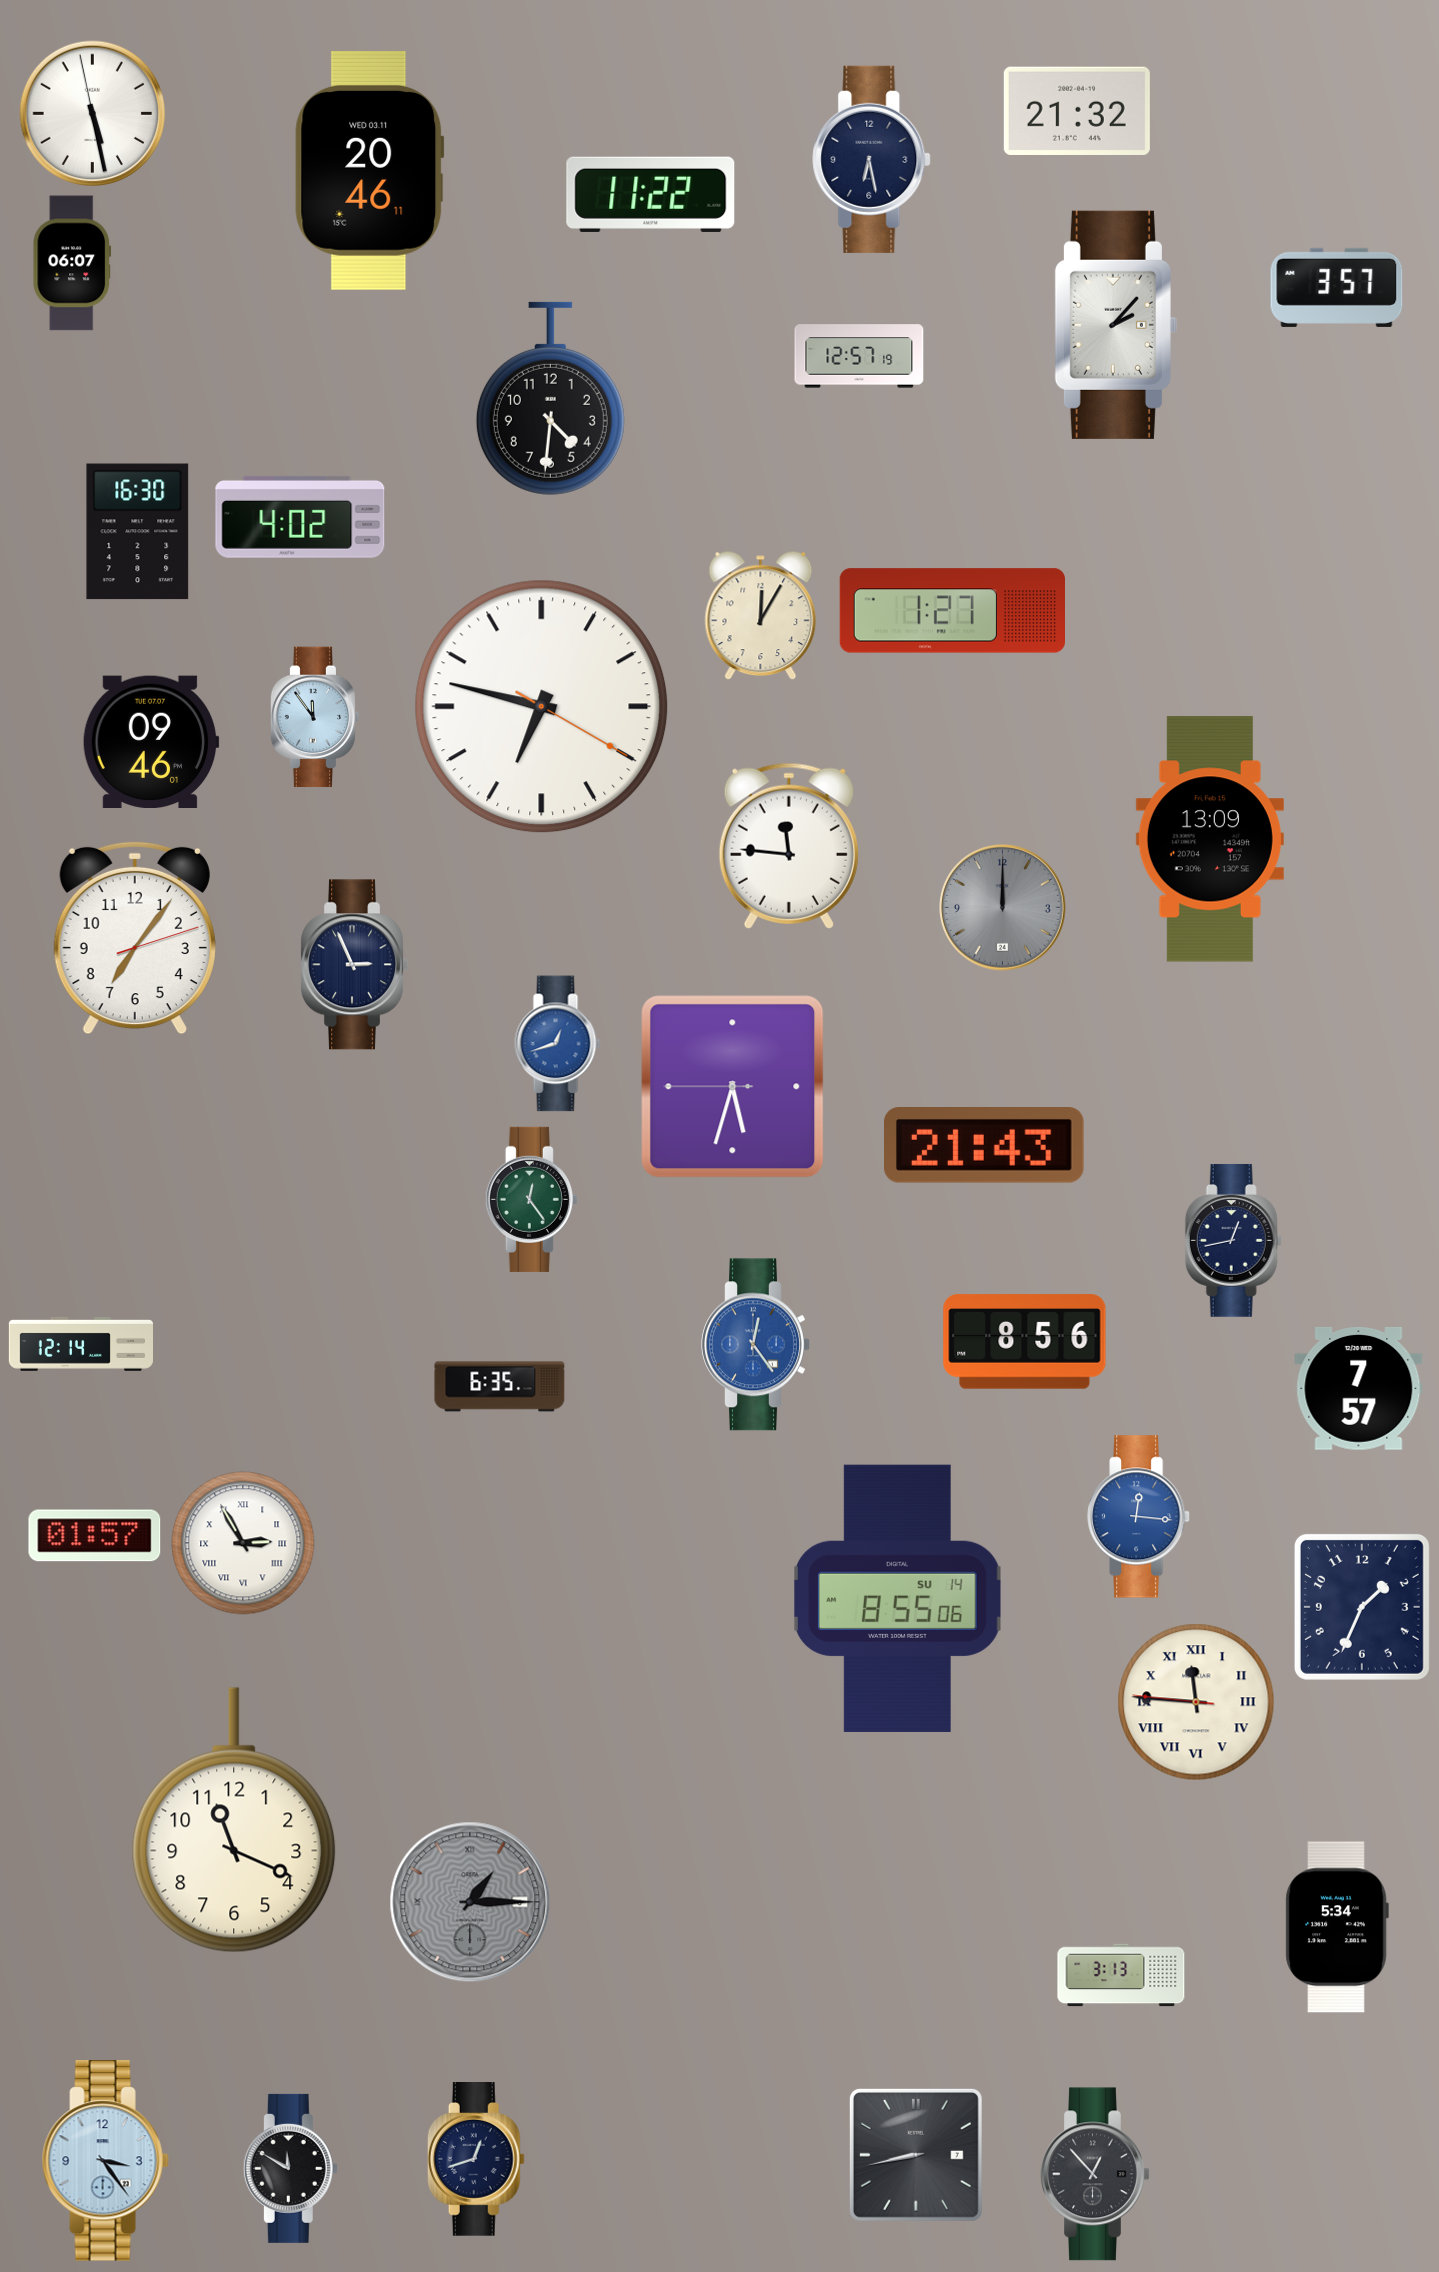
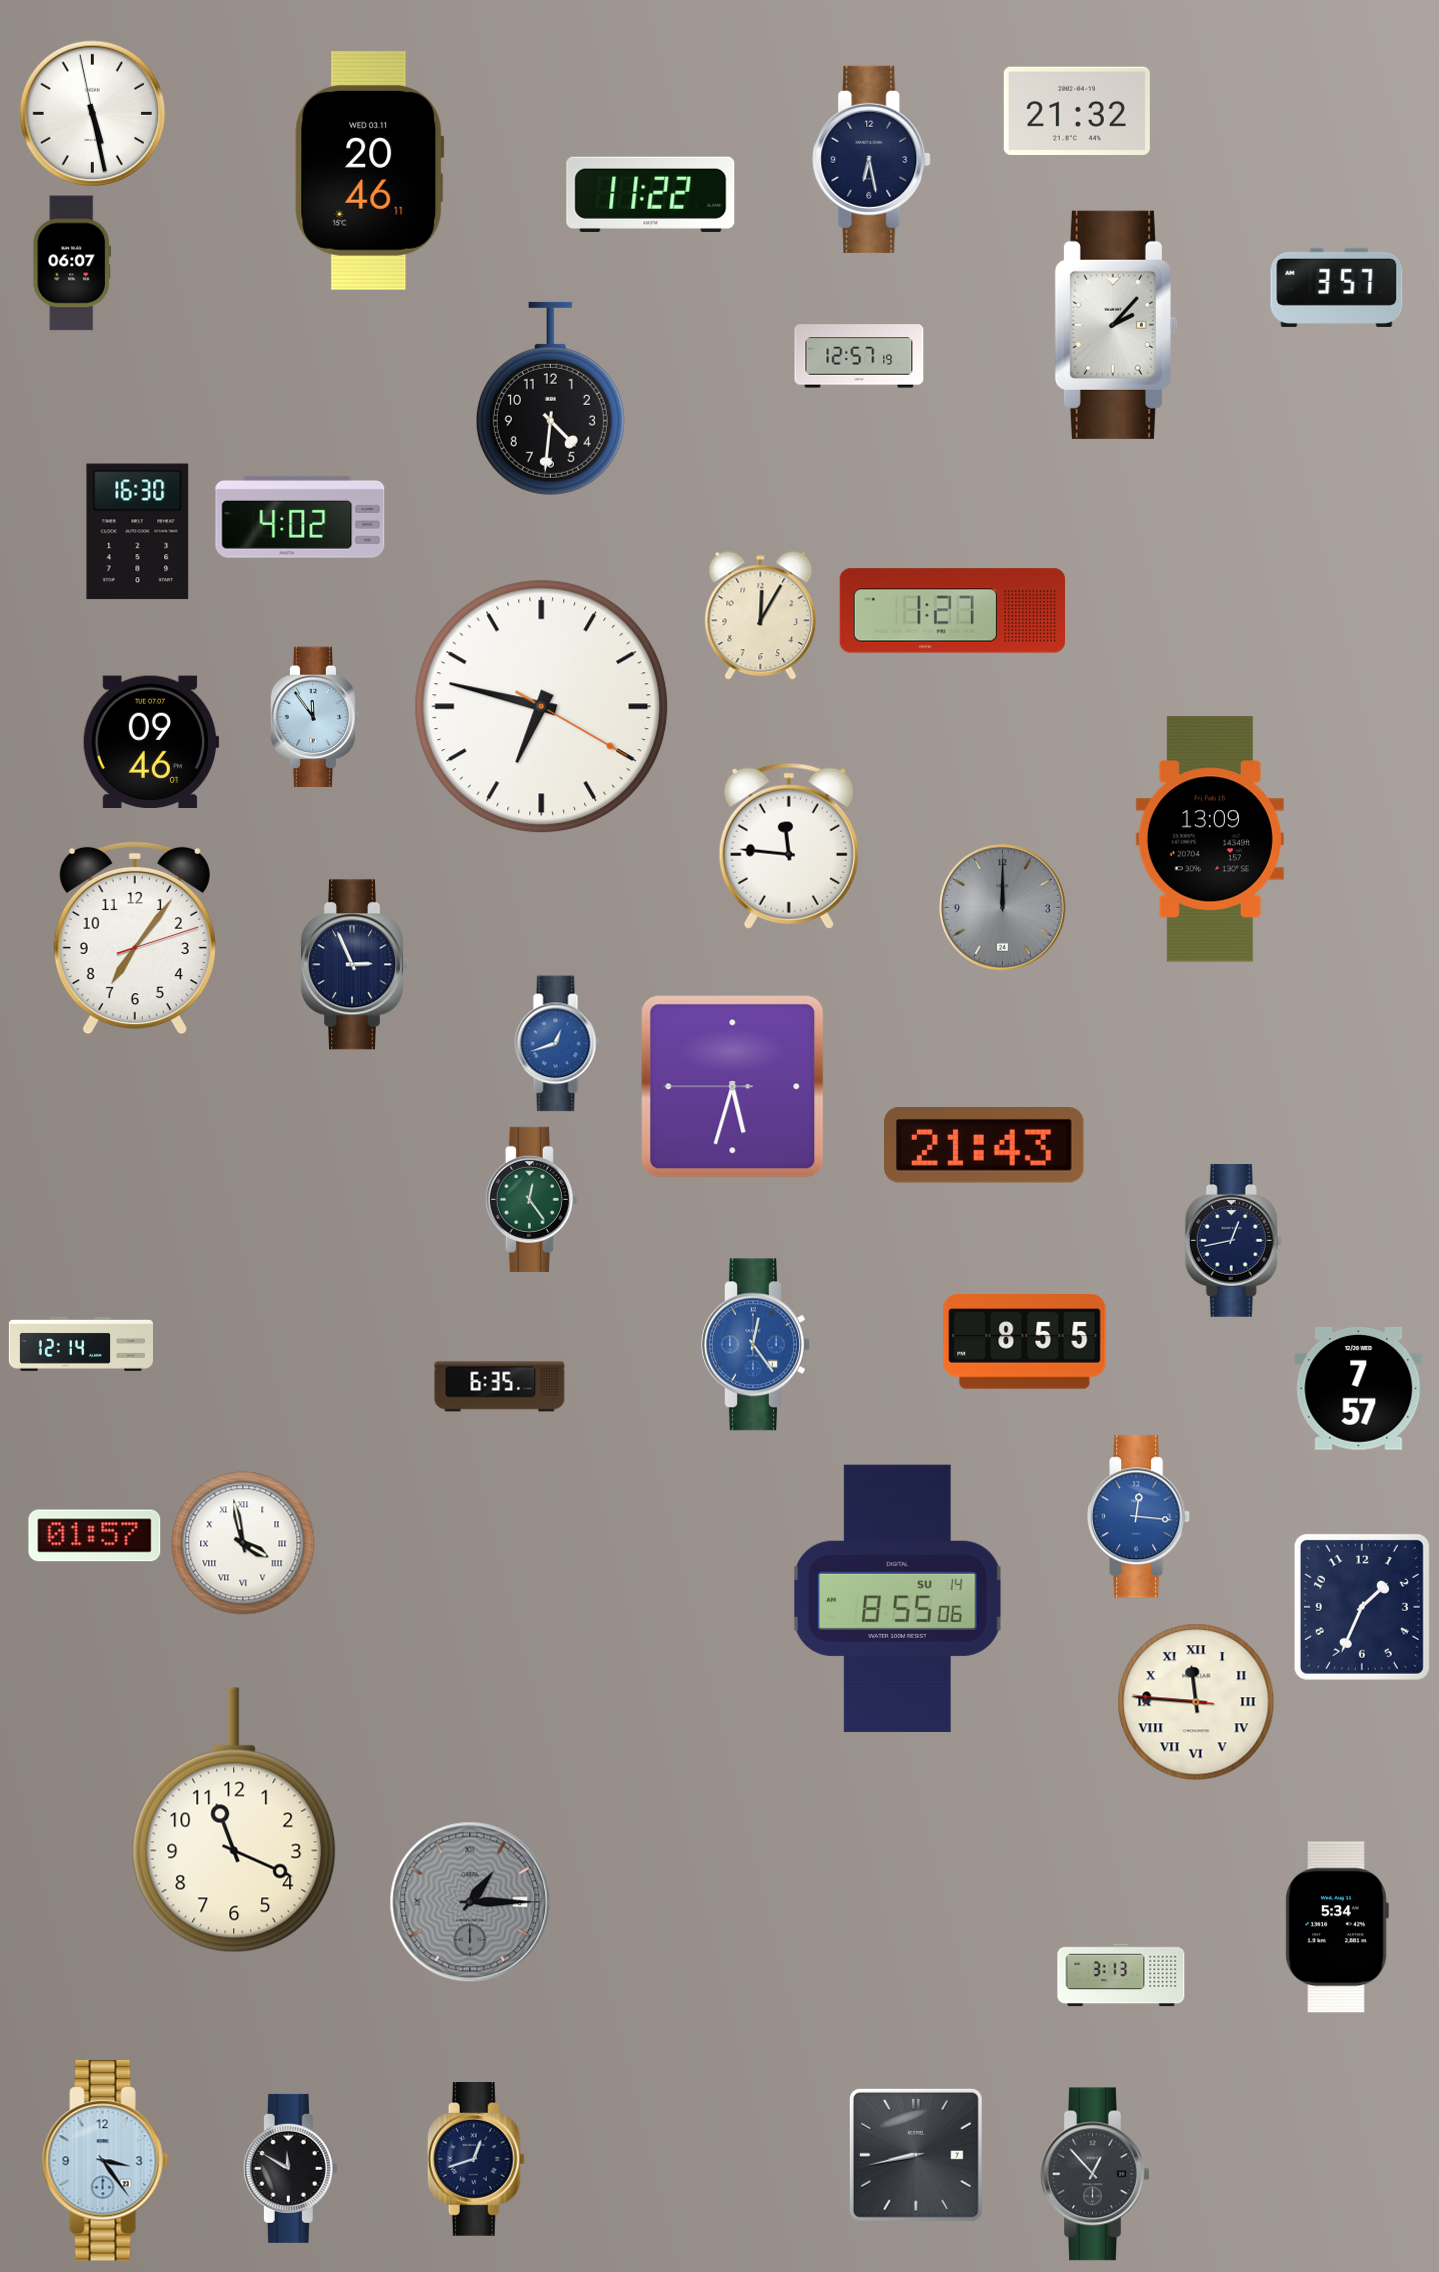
clock at (1025, 1342): 8:56 -> 8:55
clock at (243, 1543): 2:55 -> 3:58
